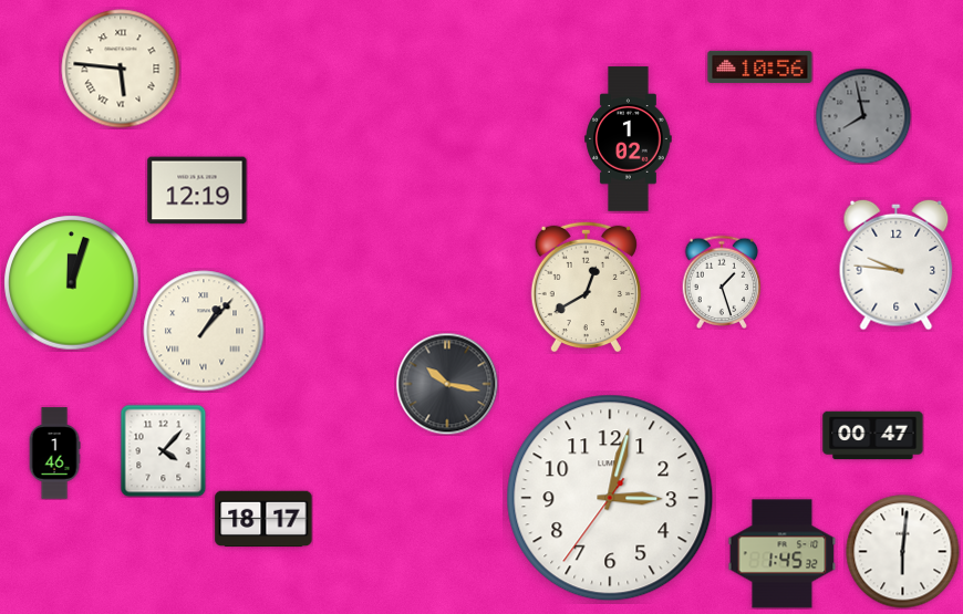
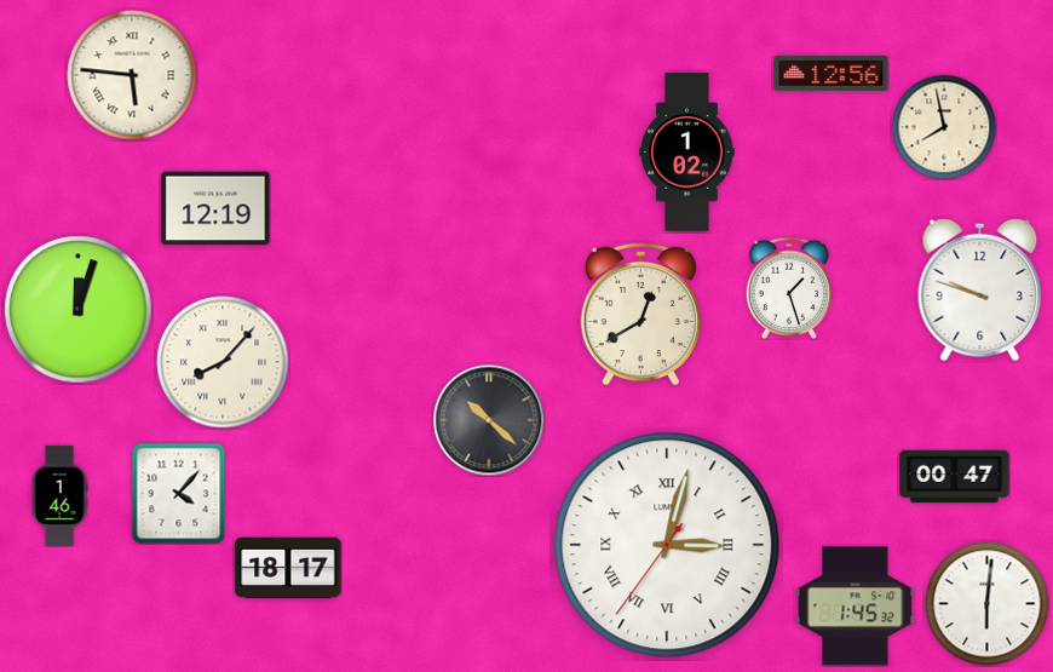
clock at (760, 66): 10:56 -> 12:56
clock at (863, 116) dial: grey -> cream
clock at (897, 264): 9:46 -> 9:48
clock at (722, 282) position: (722, 282) -> (789, 288)
clock at (204, 331): 1:07 -> 8:07
clock at (447, 384): 10:17 -> 10:22
clock at (610, 498) numerals: Arabic -> Roman
